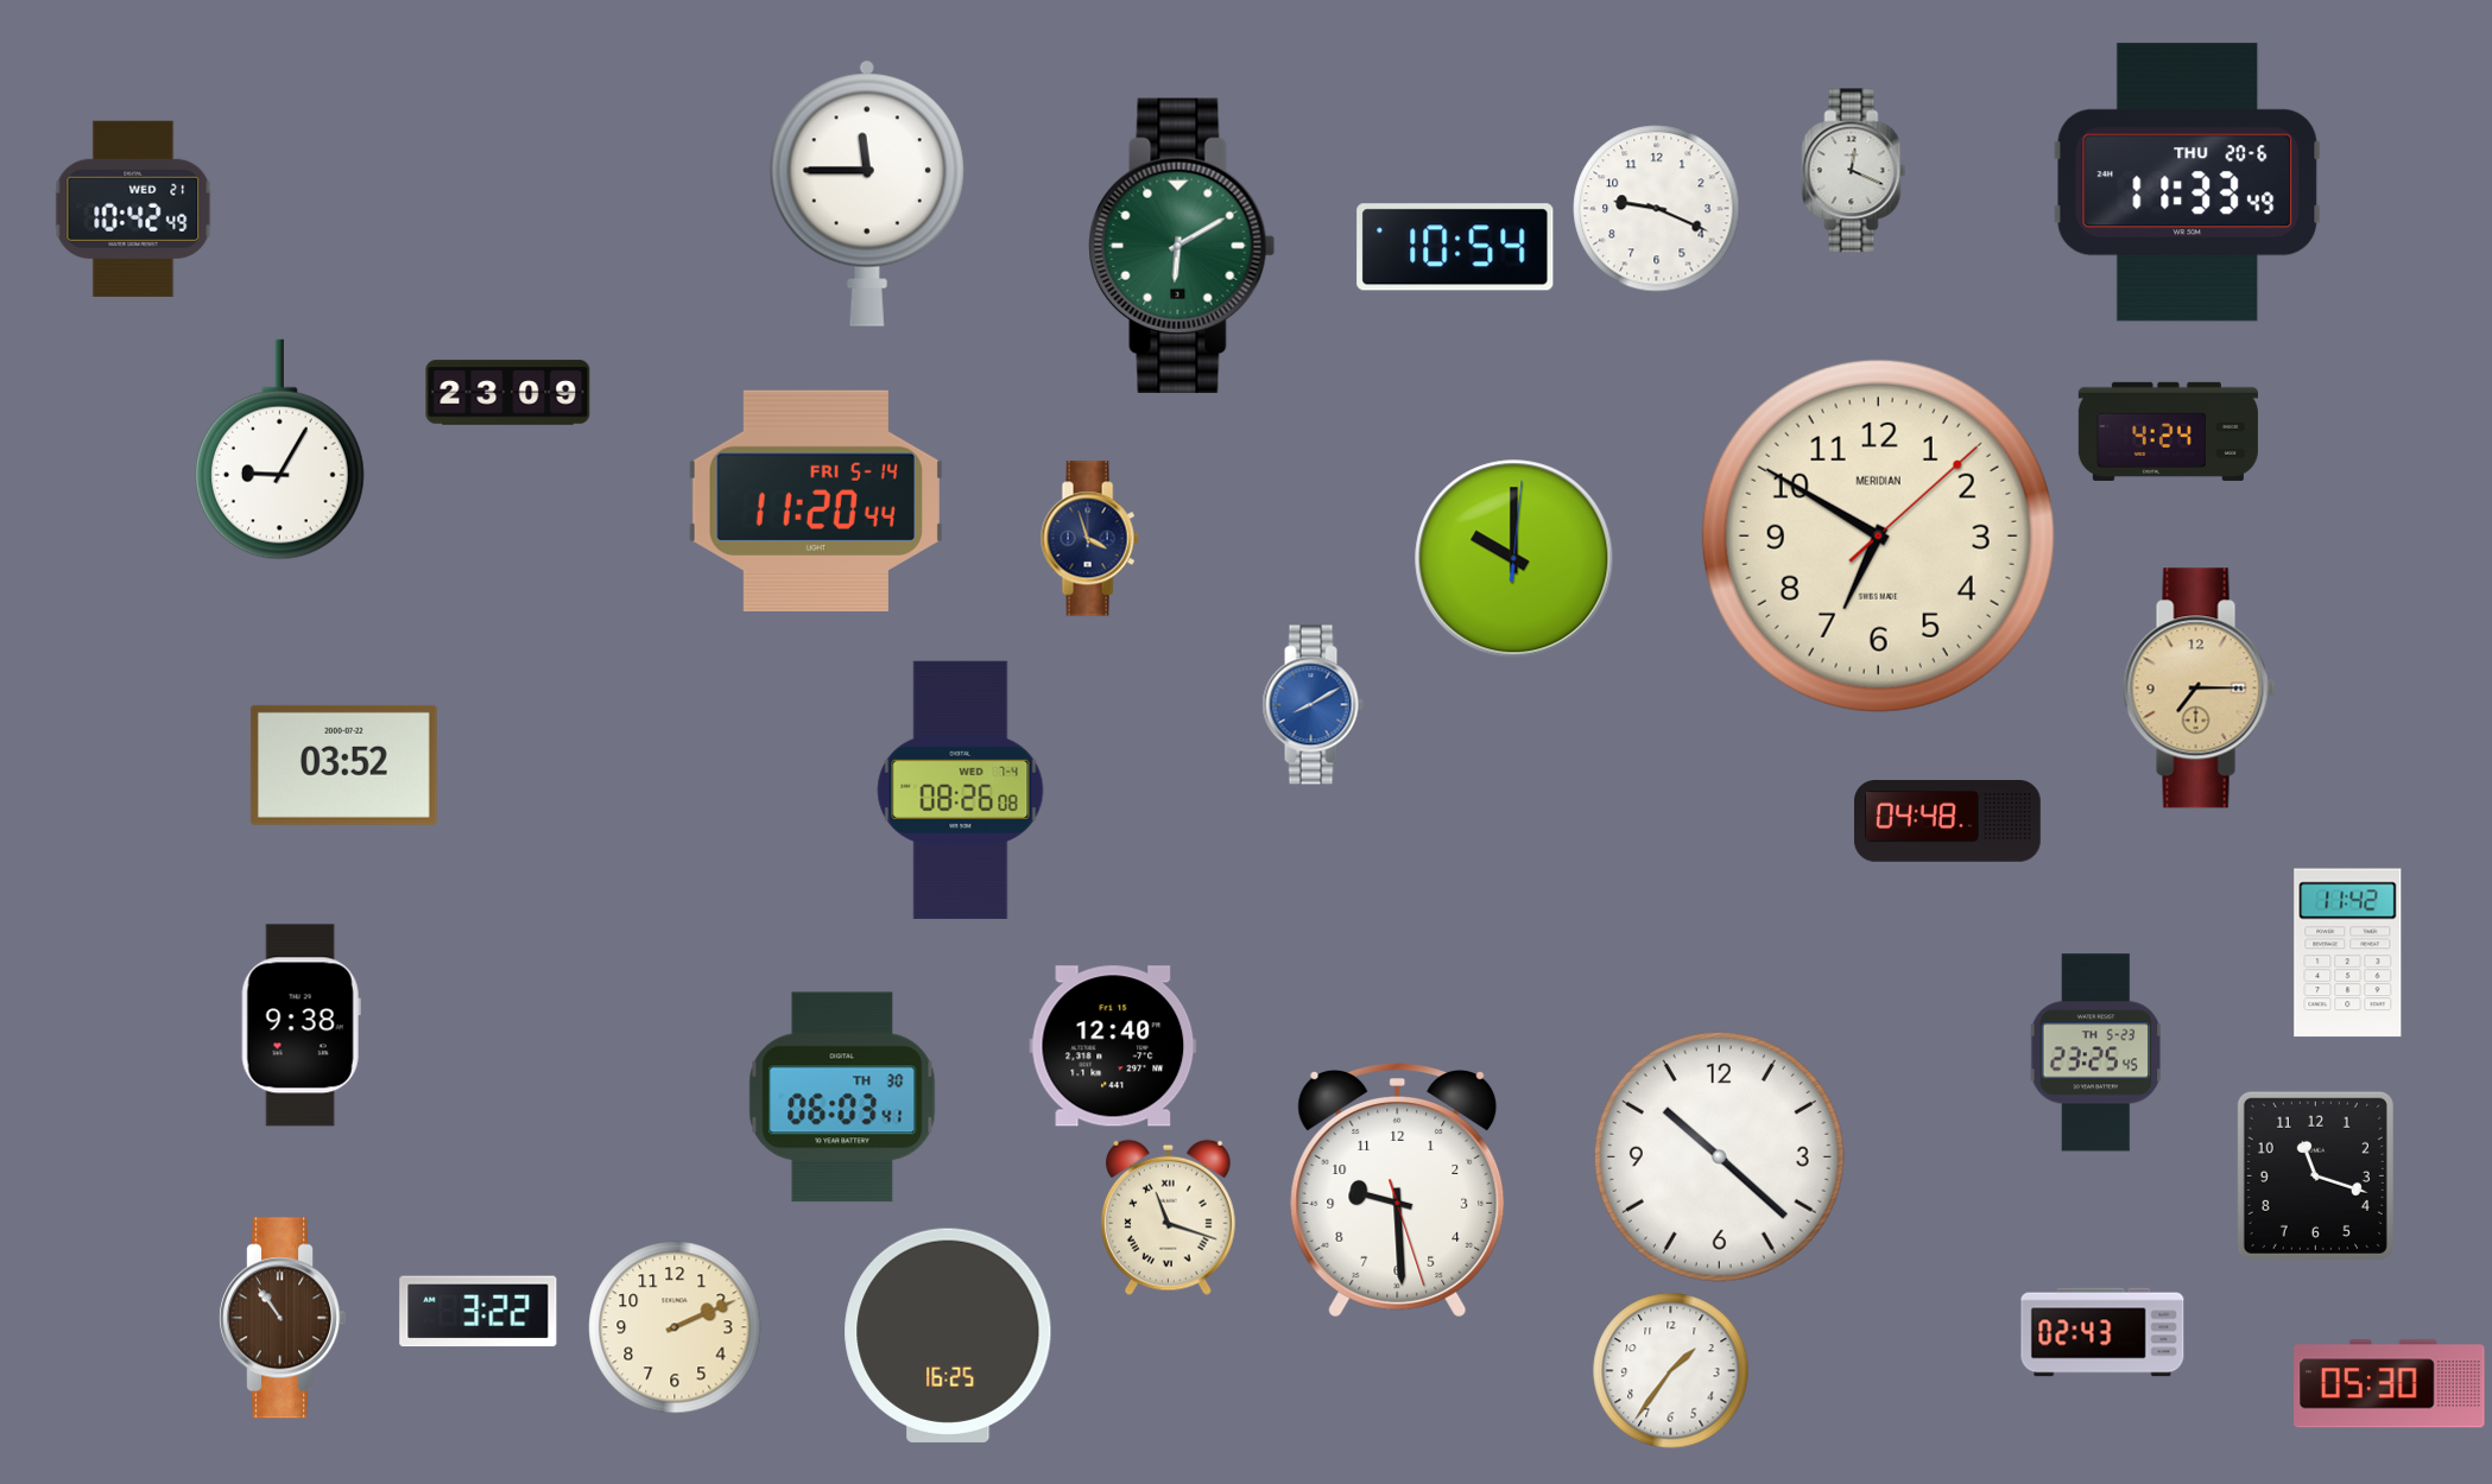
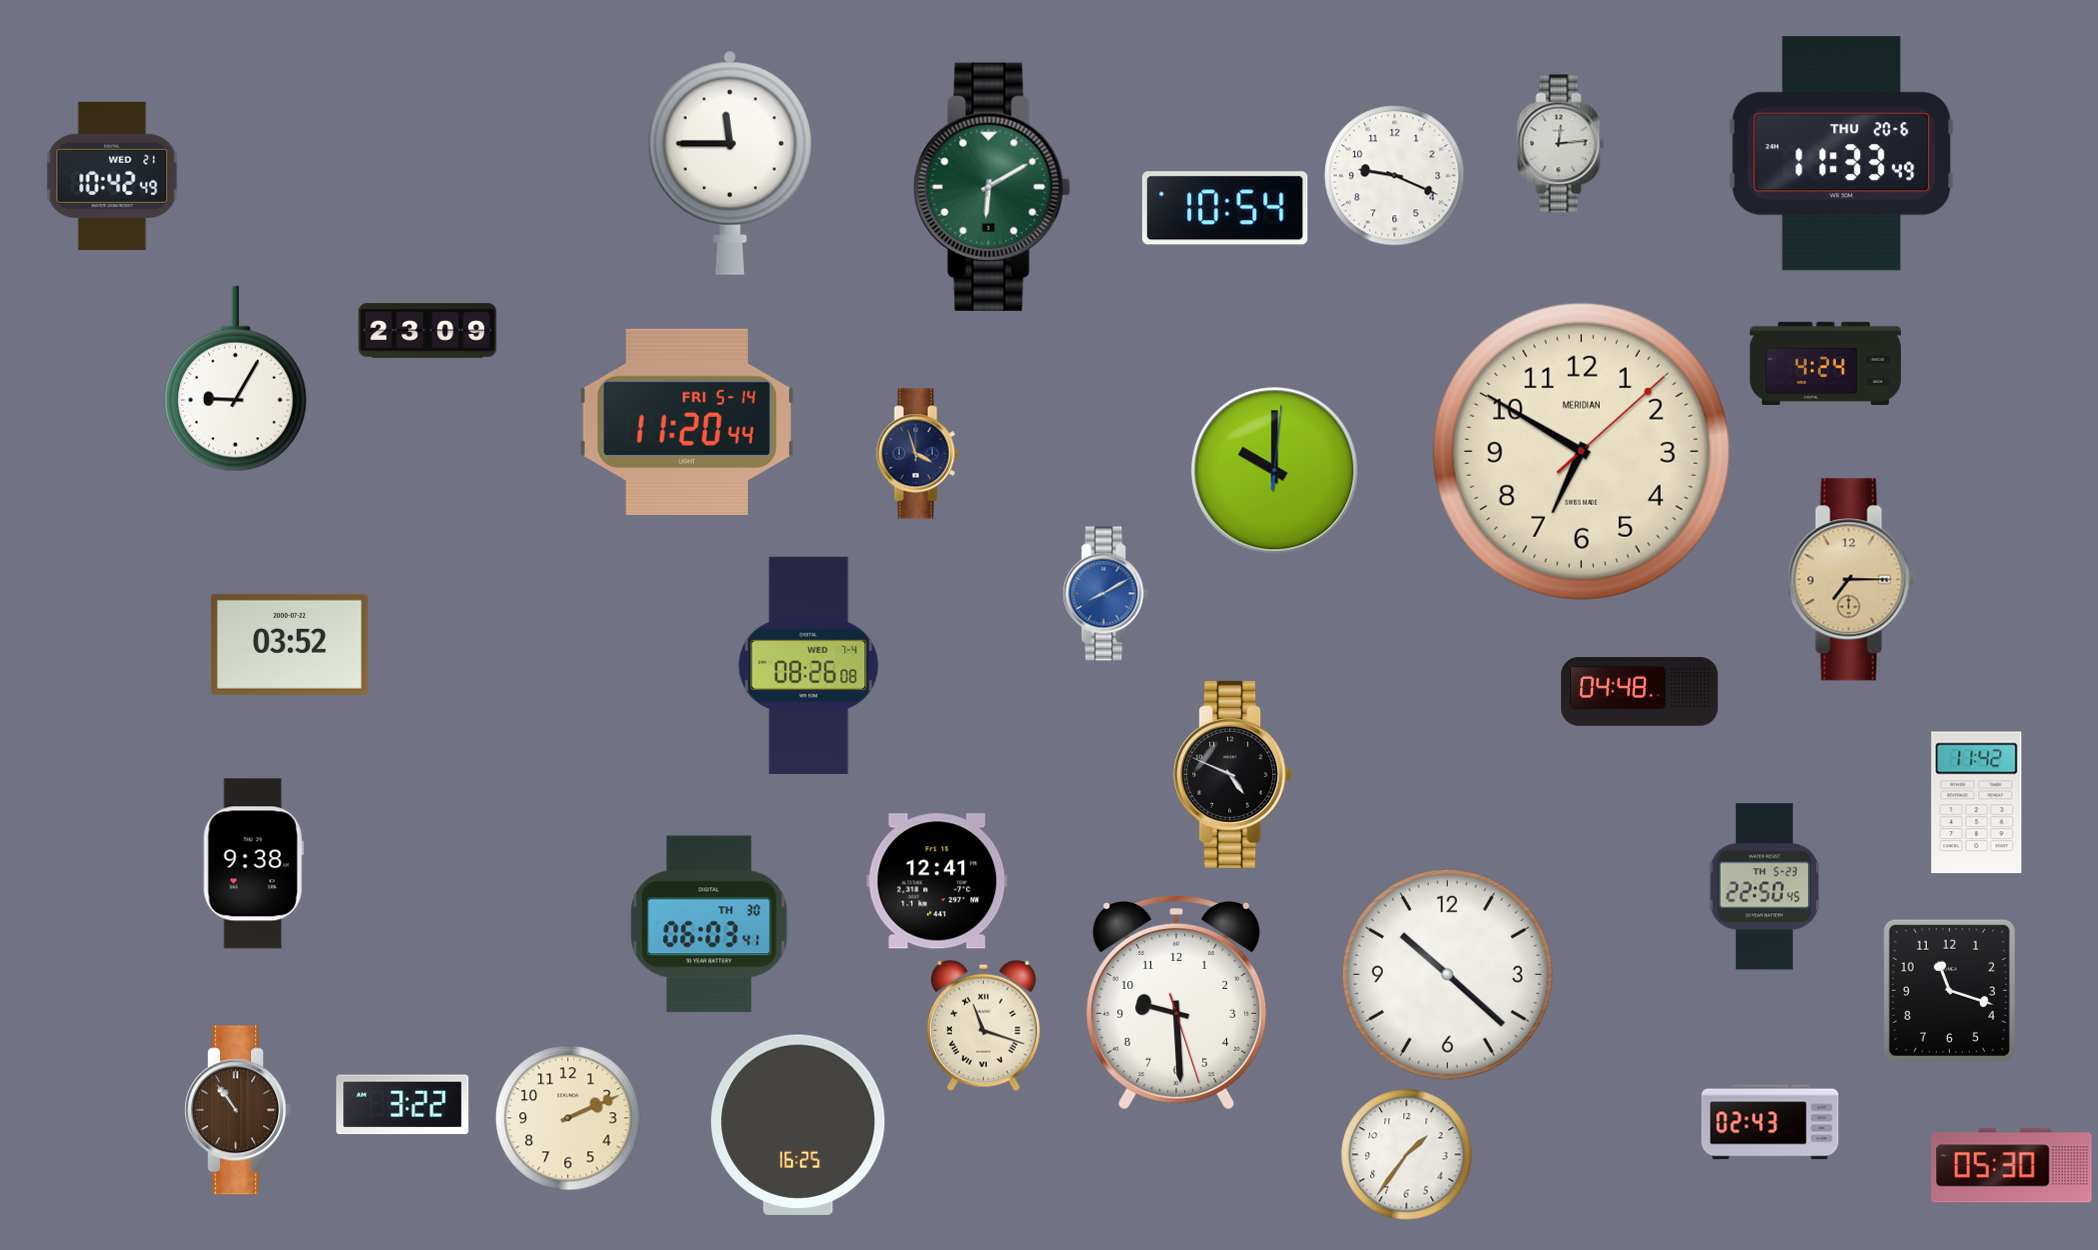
clock at (1854, 171): 12:19 -> 12:14
clock at (1182, 246) position: (1182, 246) -> (992, 187)
clock at (1233, 774): none -> 4:49
clock at (1113, 1046): 12:40 -> 12:41
clock at (2096, 1053): 23:25 -> 22:50
